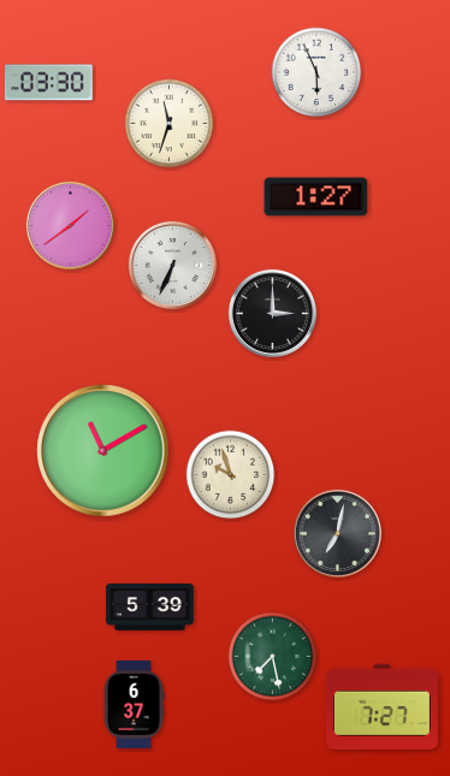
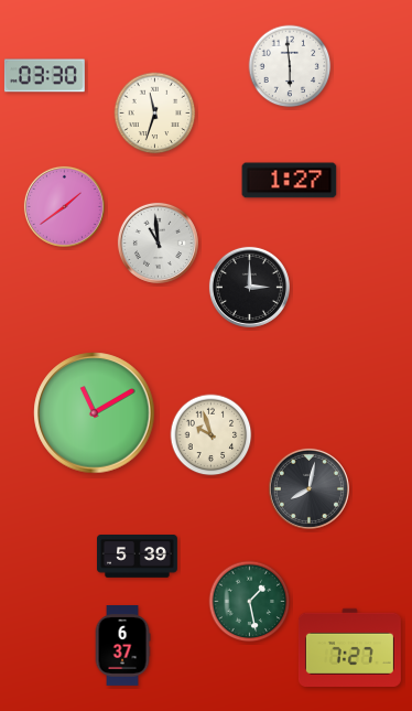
clock at (316, 72): 5:56 -> 5:59
clock at (172, 265): 6:34 -> 10:59
clock at (337, 533): 7:02 -> 8:02
clock at (273, 657): 7:28 -> 1:28
